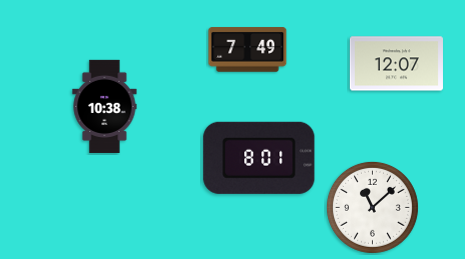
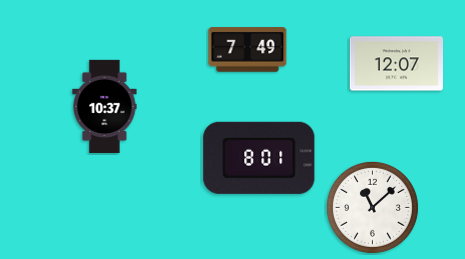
clock at (105, 106): 10:38 -> 10:37
